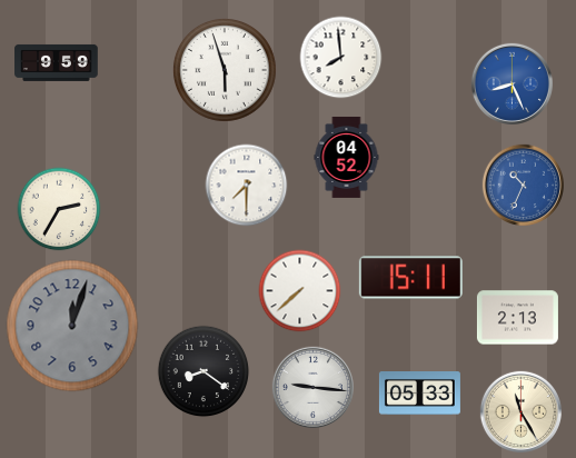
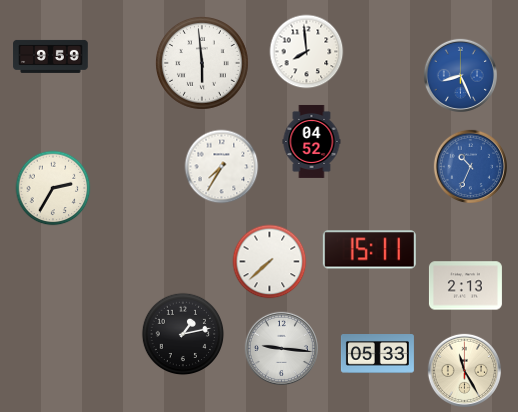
clock at (225, 70): 5:57 -> 5:59
clock at (247, 186): 7:30 -> 7:35
clock at (72, 326): 12:03 -> none
clock at (203, 371): 8:21 -> 1:13
clock at (520, 411) position: (520, 411) -> (464, 370)
